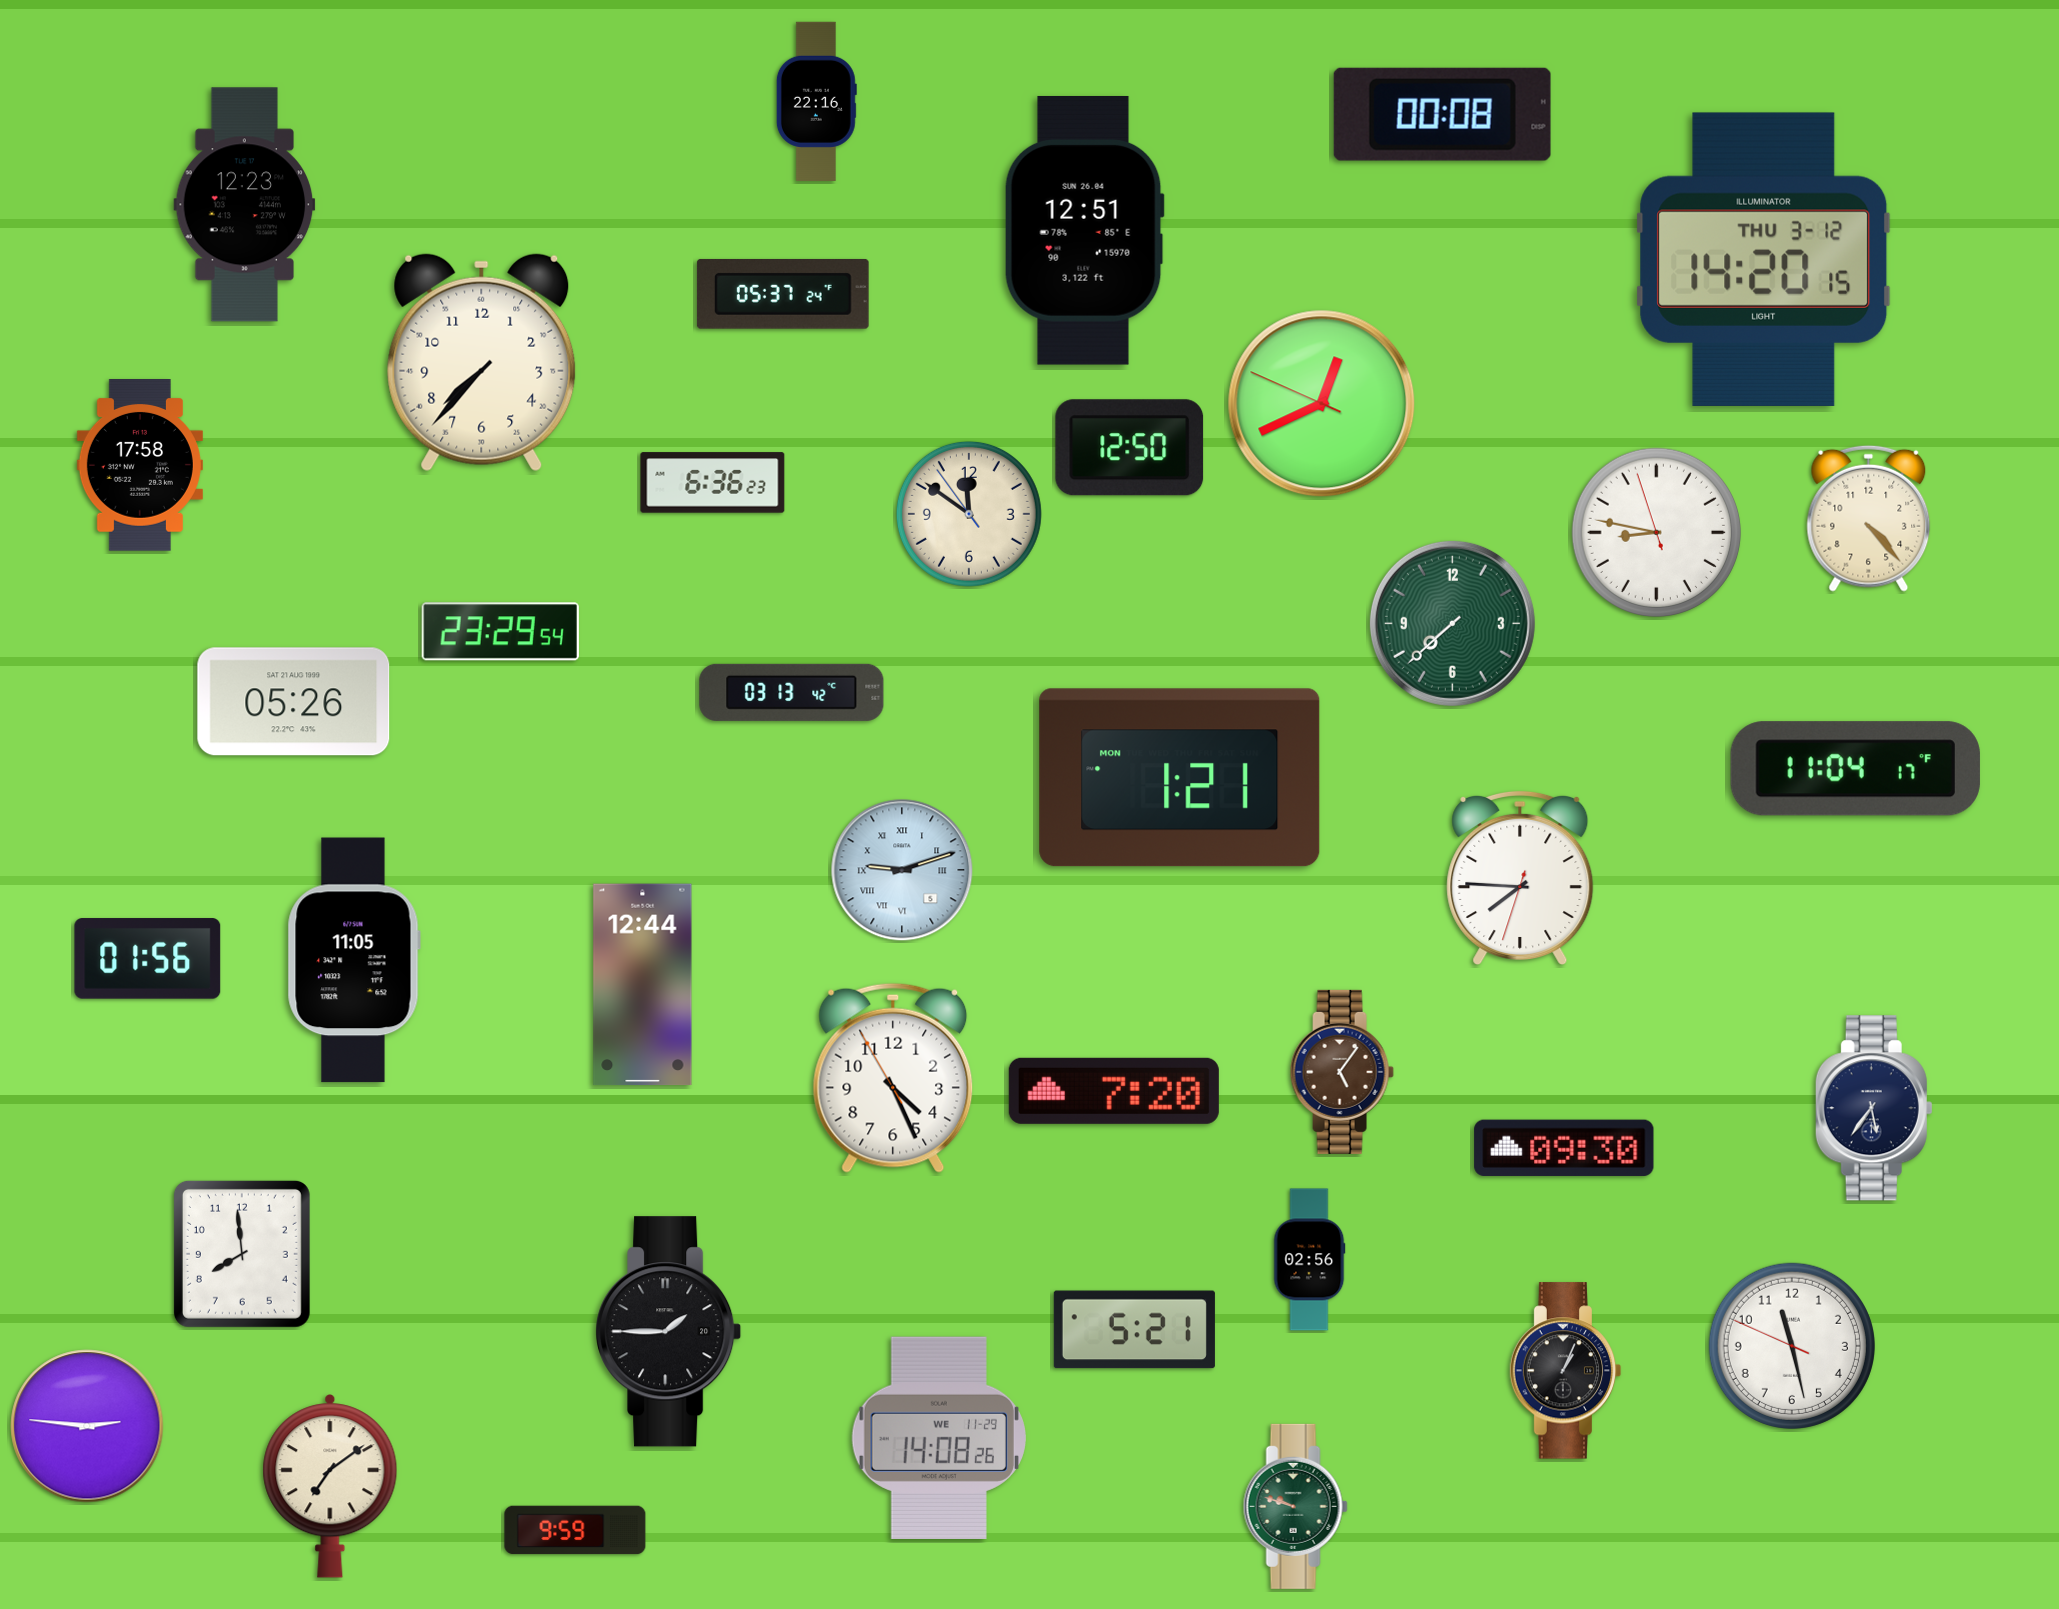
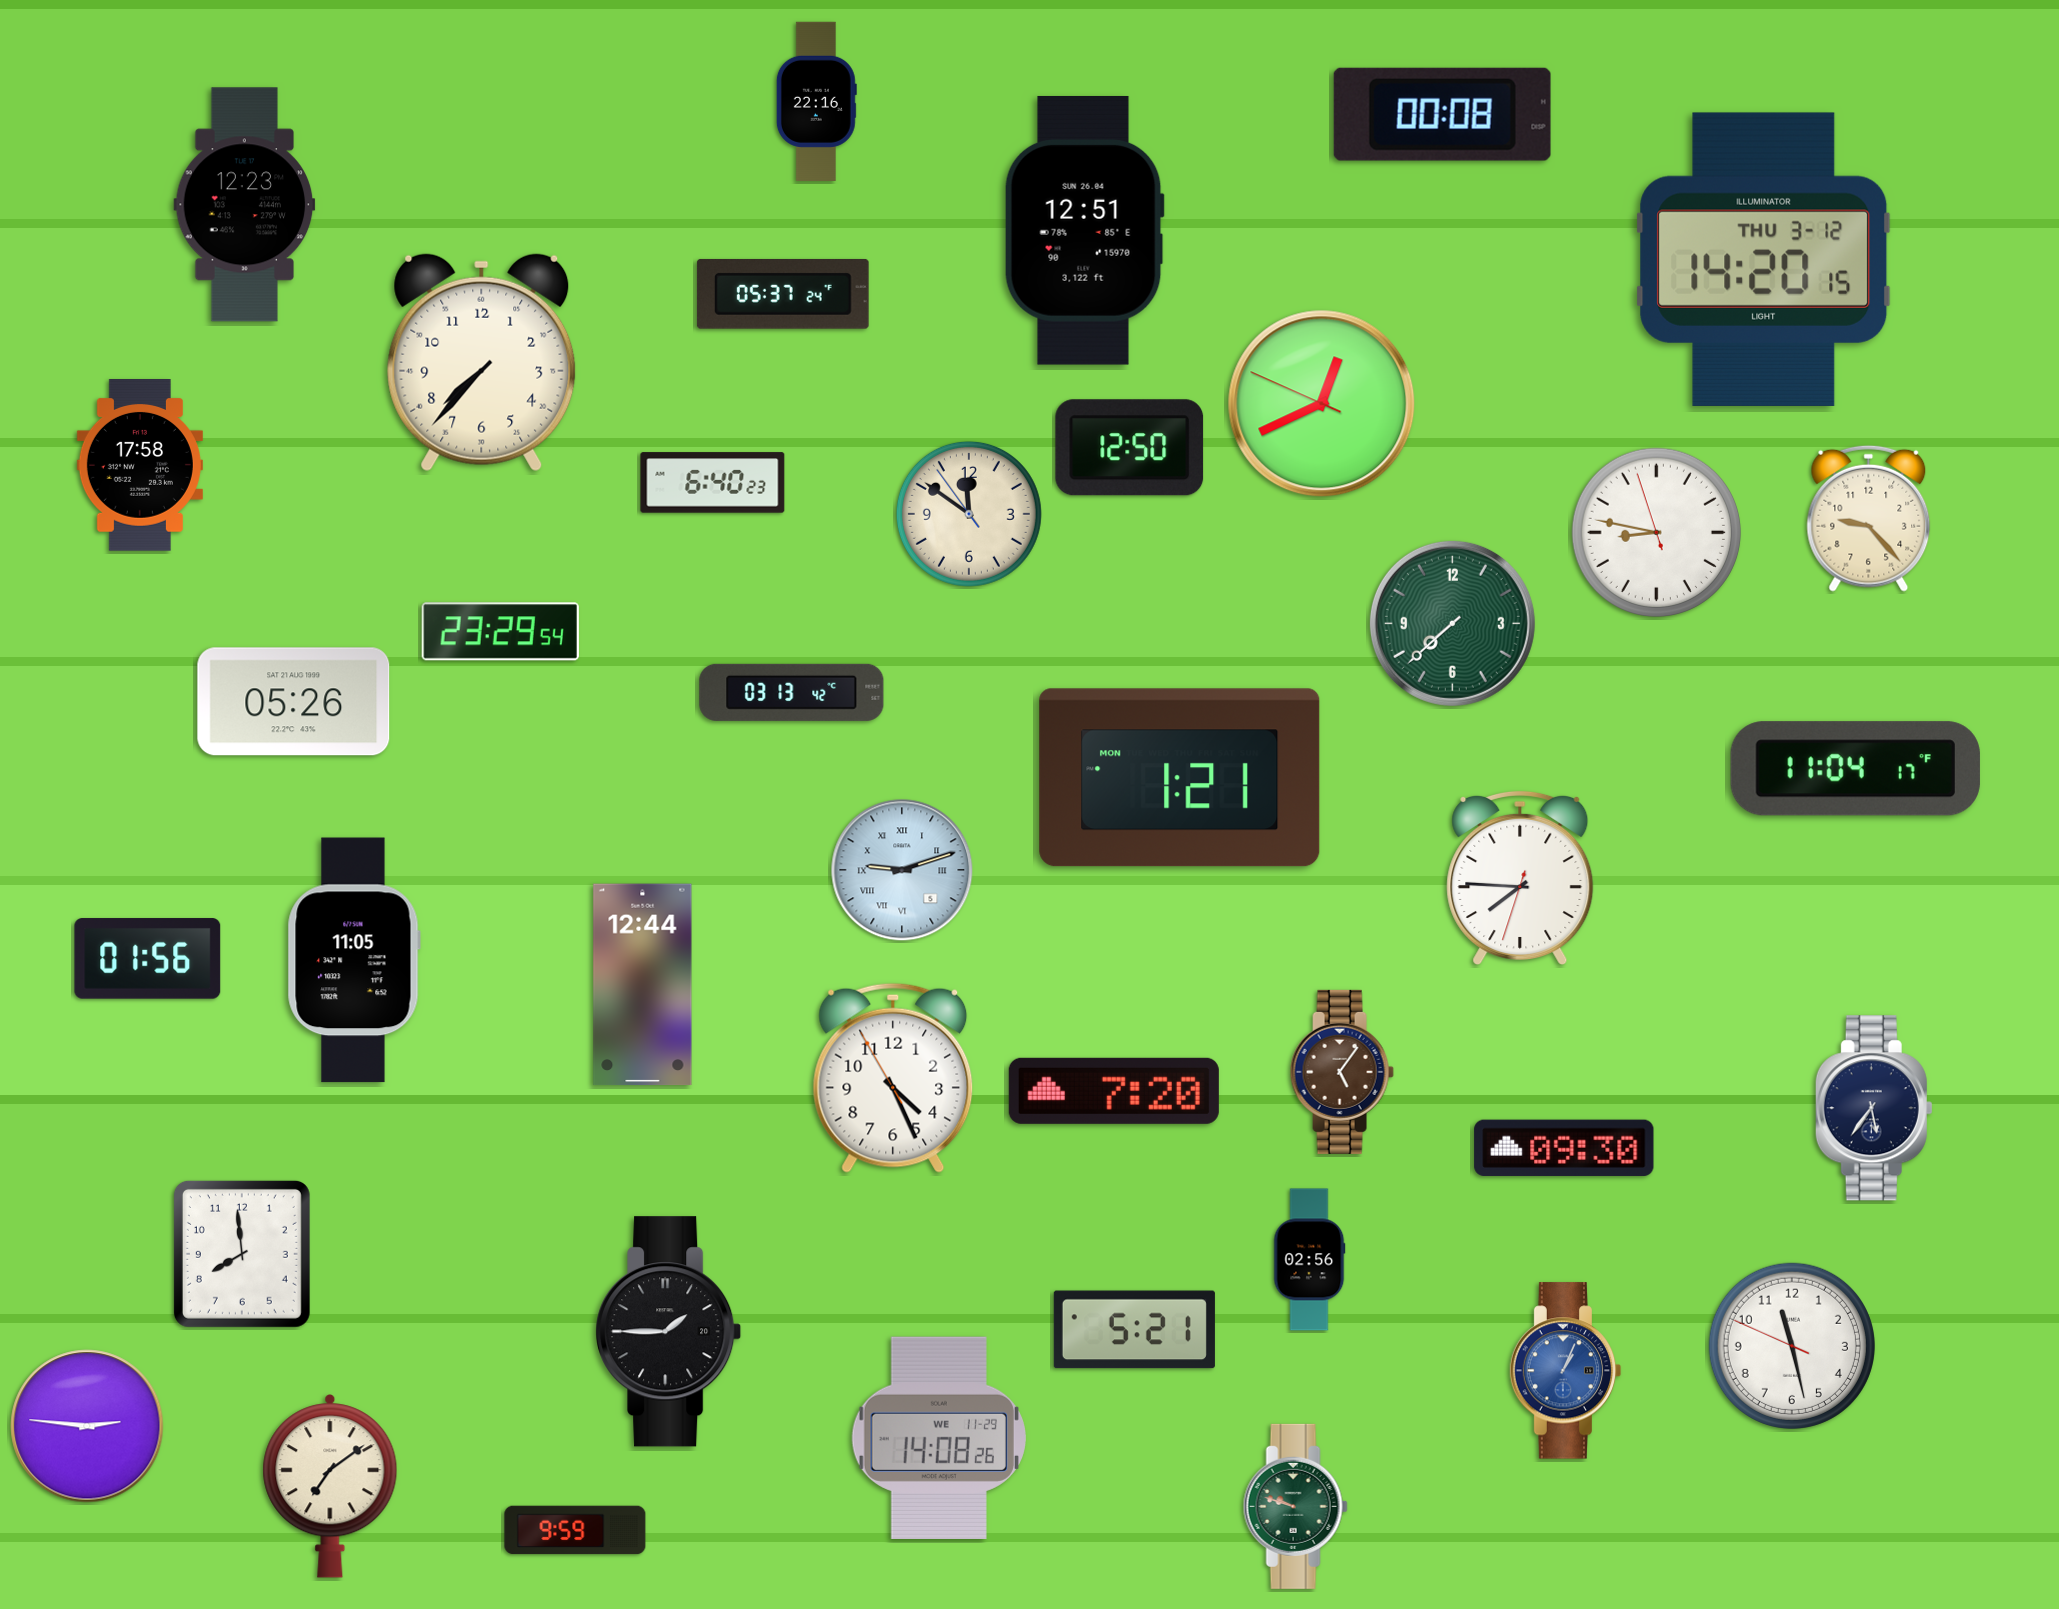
clock at (713, 483): 6:36 -> 6:40
clock at (1869, 518): 4:23 -> 9:23
clock at (1566, 1371) dial: black -> blue
